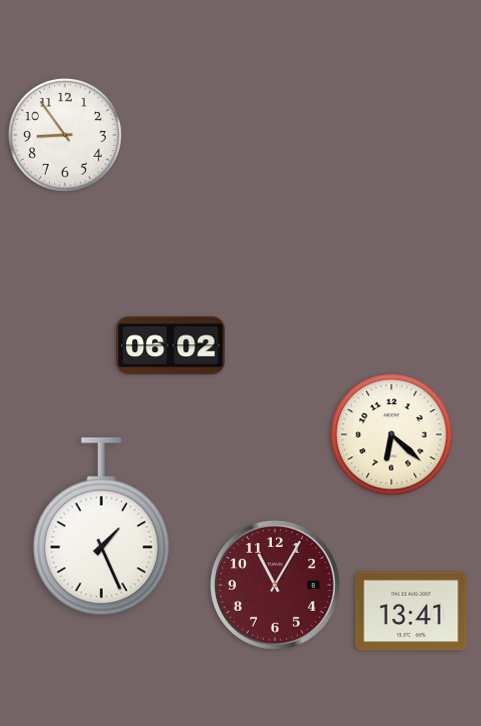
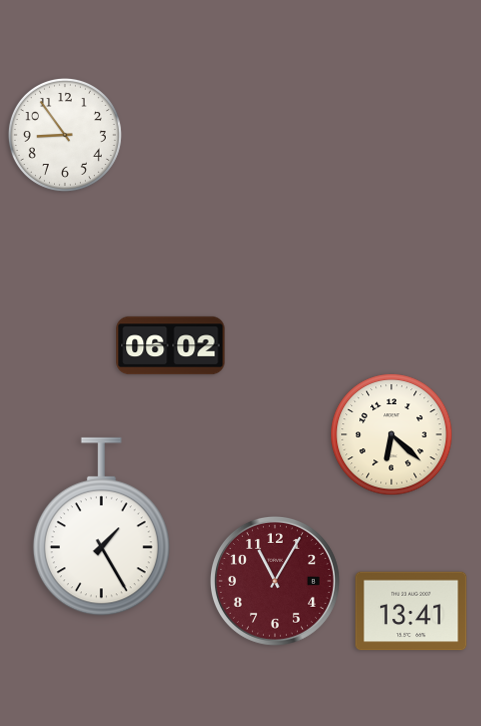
clock at (101, 527): 1:26 -> 1:25
clock at (275, 585) position: (275, 585) -> (275, 581)
